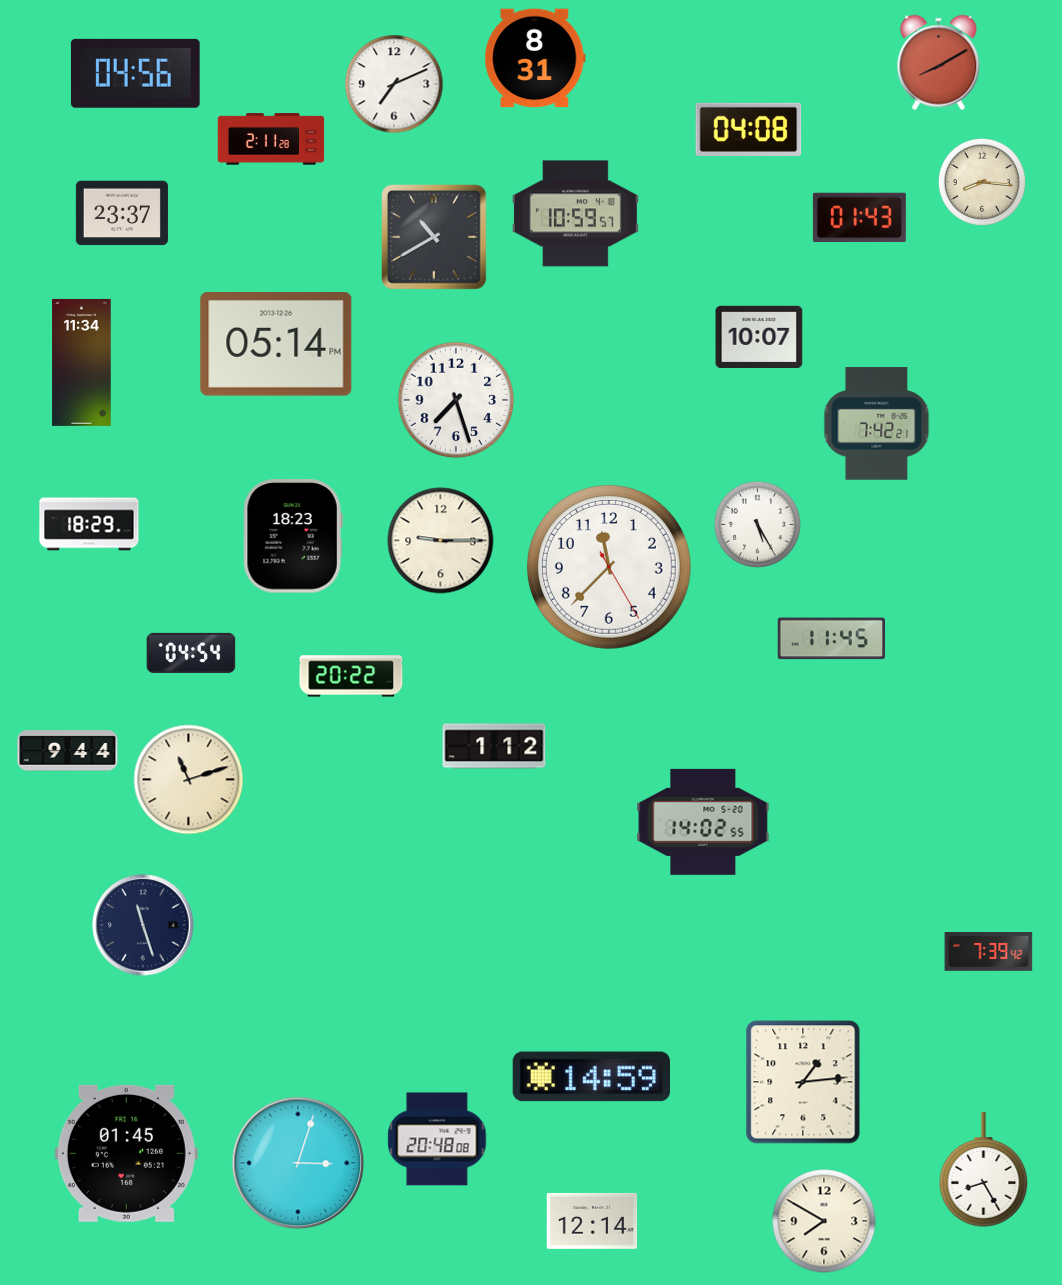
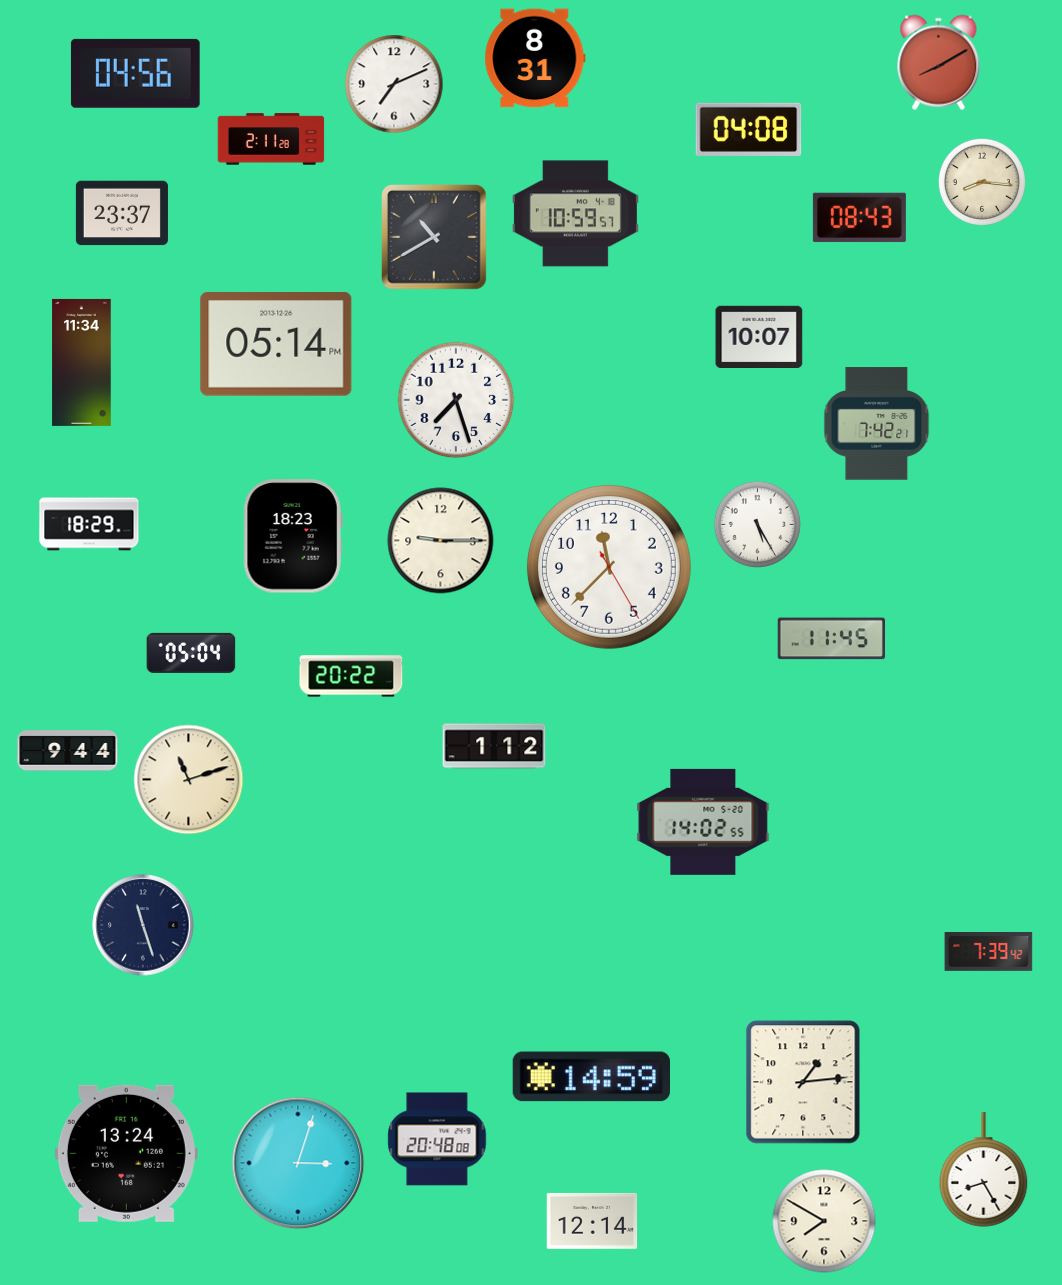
clock at (859, 218): 01:43 -> 08:43
clock at (191, 653): 04:54 -> 05:04
clock at (126, 1153): 01:45 -> 13:24
